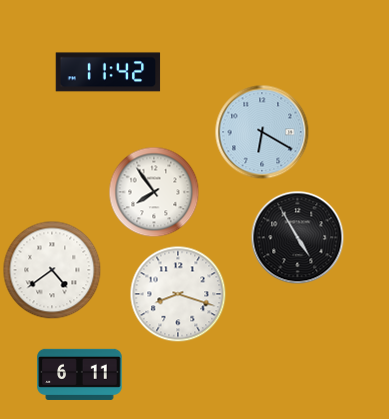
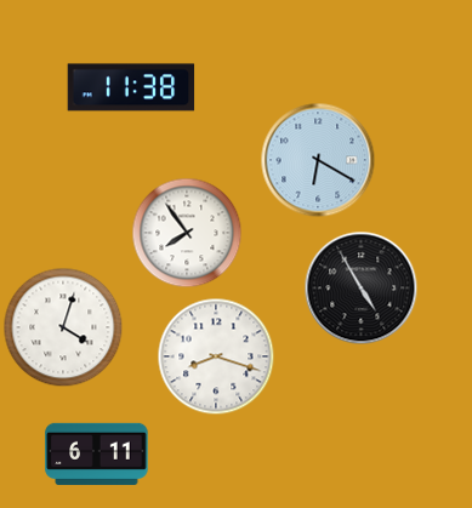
clock at (108, 72): 11:42 -> 11:38
clock at (52, 270): 4:39 -> 4:03
